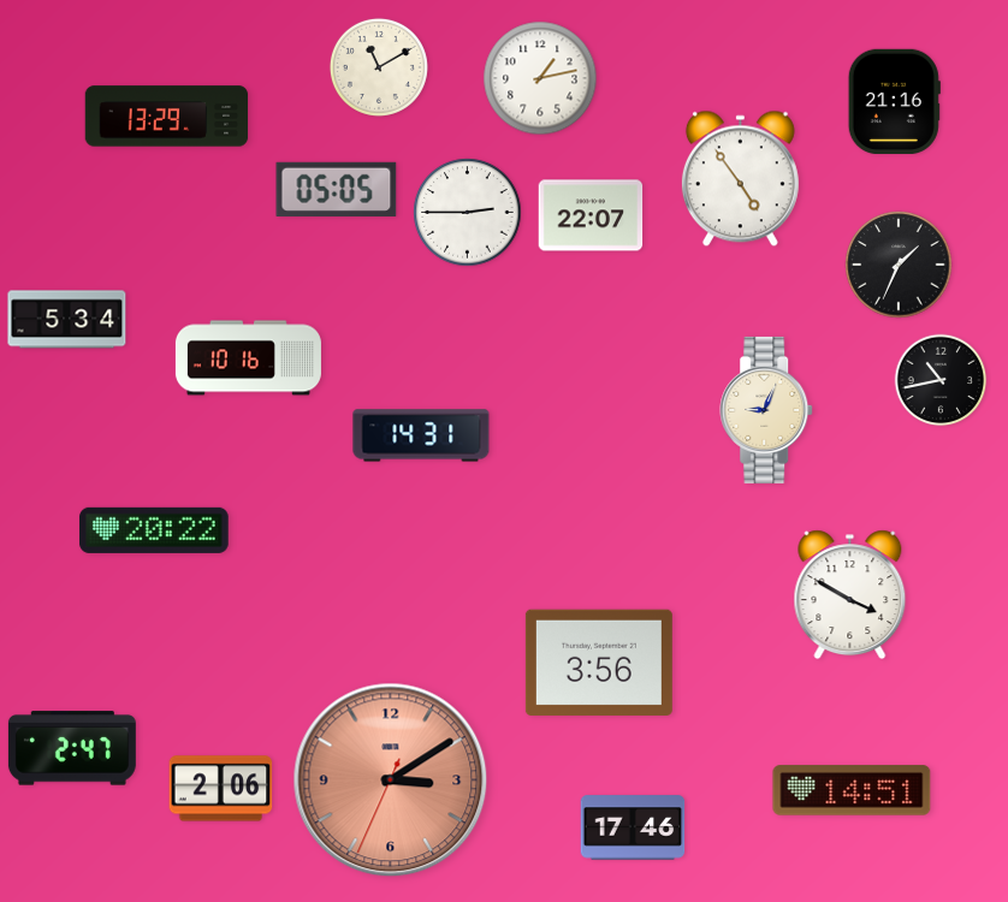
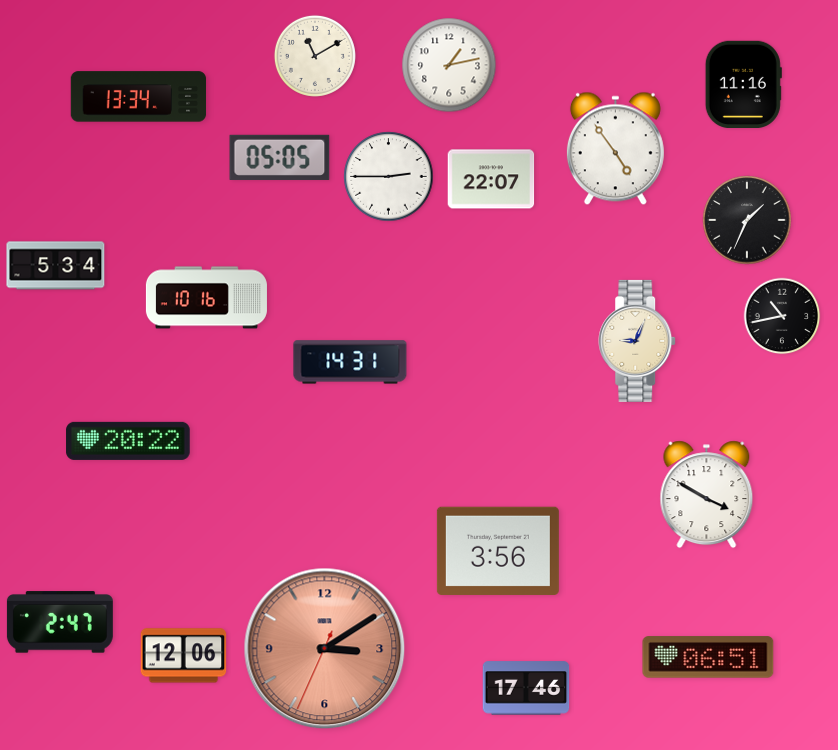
clock at (894, 101): 21:16 -> 11:16
clock at (167, 117): 13:29 -> 13:34
clock at (221, 789): 2:06 -> 12:06
clock at (852, 790): 14:51 -> 06:51
